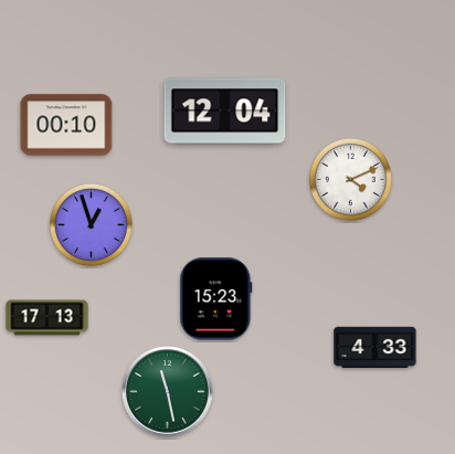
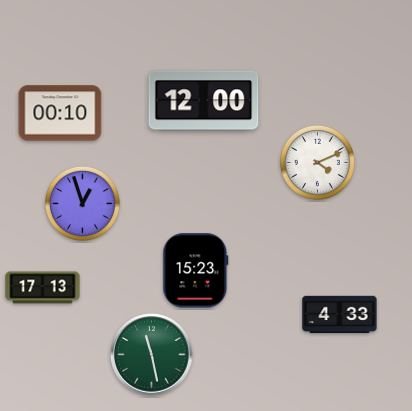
clock at (225, 112): 12:04 -> 12:00
